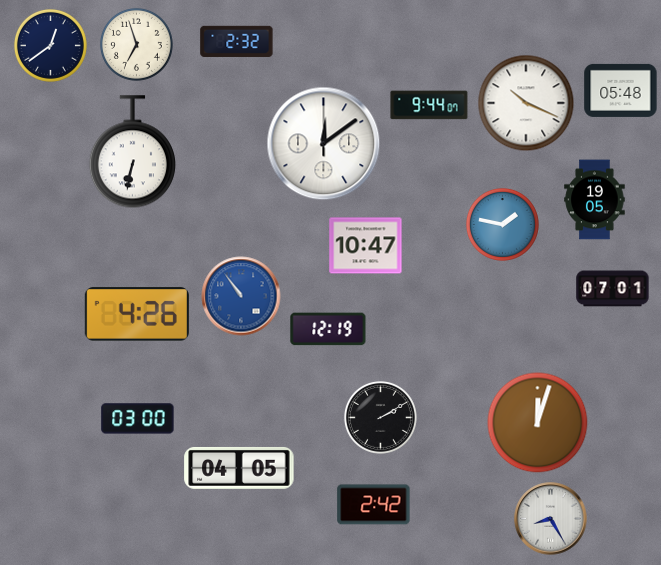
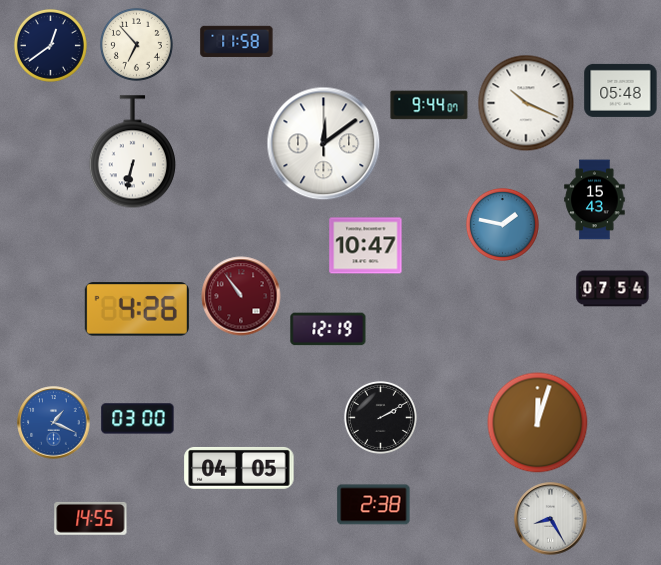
clock at (237, 41): 2:32 -> 11:58
clock at (136, 44): 6:57 -> 6:53
clock at (595, 200): 19:05 -> 15:43
clock at (613, 289): 07:01 -> 07:54
clock at (241, 296) dial: blue -> burgundy
clock at (137, 314) position: (137, 314) -> (137, 309)
clock at (54, 423): none -> 1:19
clock at (374, 505): 2:42 -> 2:38
clock at (91, 518): none -> 14:55
